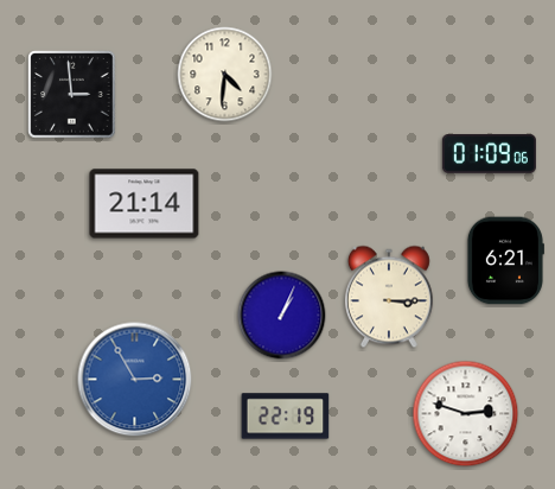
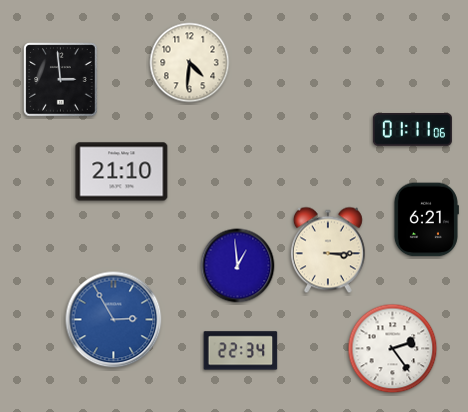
clock at (489, 154): 01:09 -> 01:11
clock at (145, 204): 21:14 -> 21:10
clock at (282, 316): 1:04 -> 12:59
clock at (466, 414): 2:48 -> 2:24
clock at (286, 417): 22:19 -> 22:34
